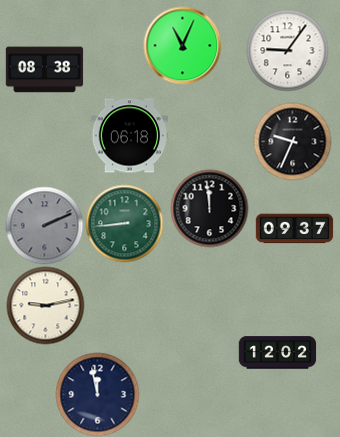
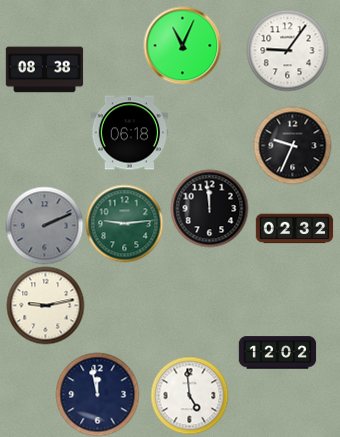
clock at (129, 136) position: (129, 136) -> (129, 133)
clock at (292, 141) position: (292, 141) -> (292, 145)
clock at (124, 223): 8:44 -> 9:14
clock at (294, 229): 09:37 -> 02:32
clock at (189, 395): none -> 4:59
